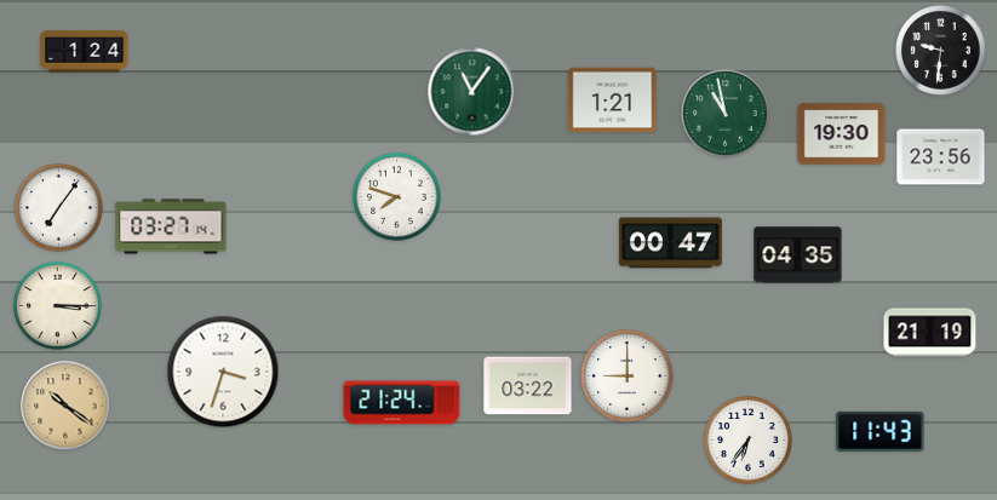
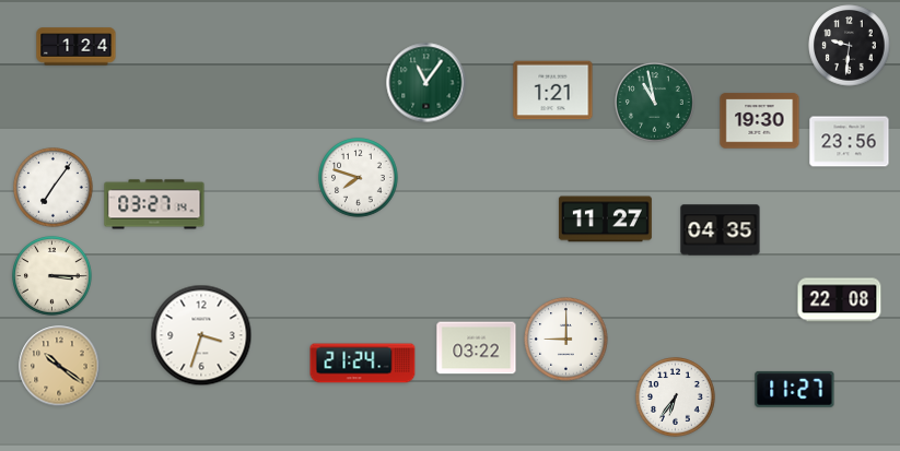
clock at (670, 243): 00:47 -> 11:27
clock at (930, 333): 21:19 -> 22:08
clock at (881, 431): 11:43 -> 11:27
